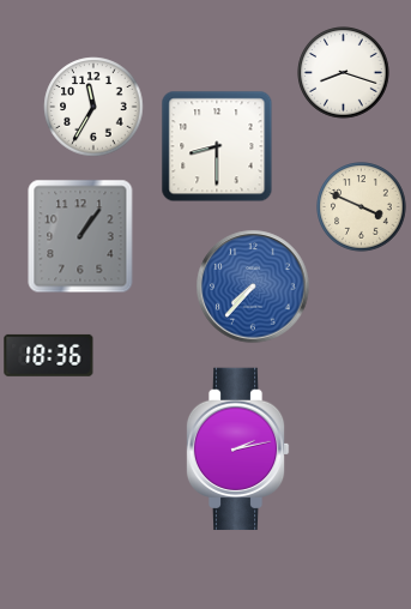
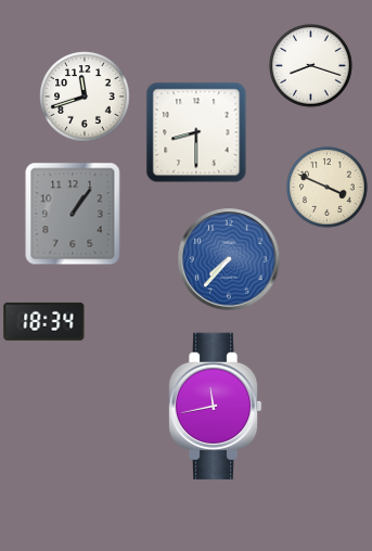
clock at (93, 107): 11:35 -> 11:42
clock at (49, 355): 18:36 -> 18:34
clock at (237, 450): 2:13 -> 11:43
